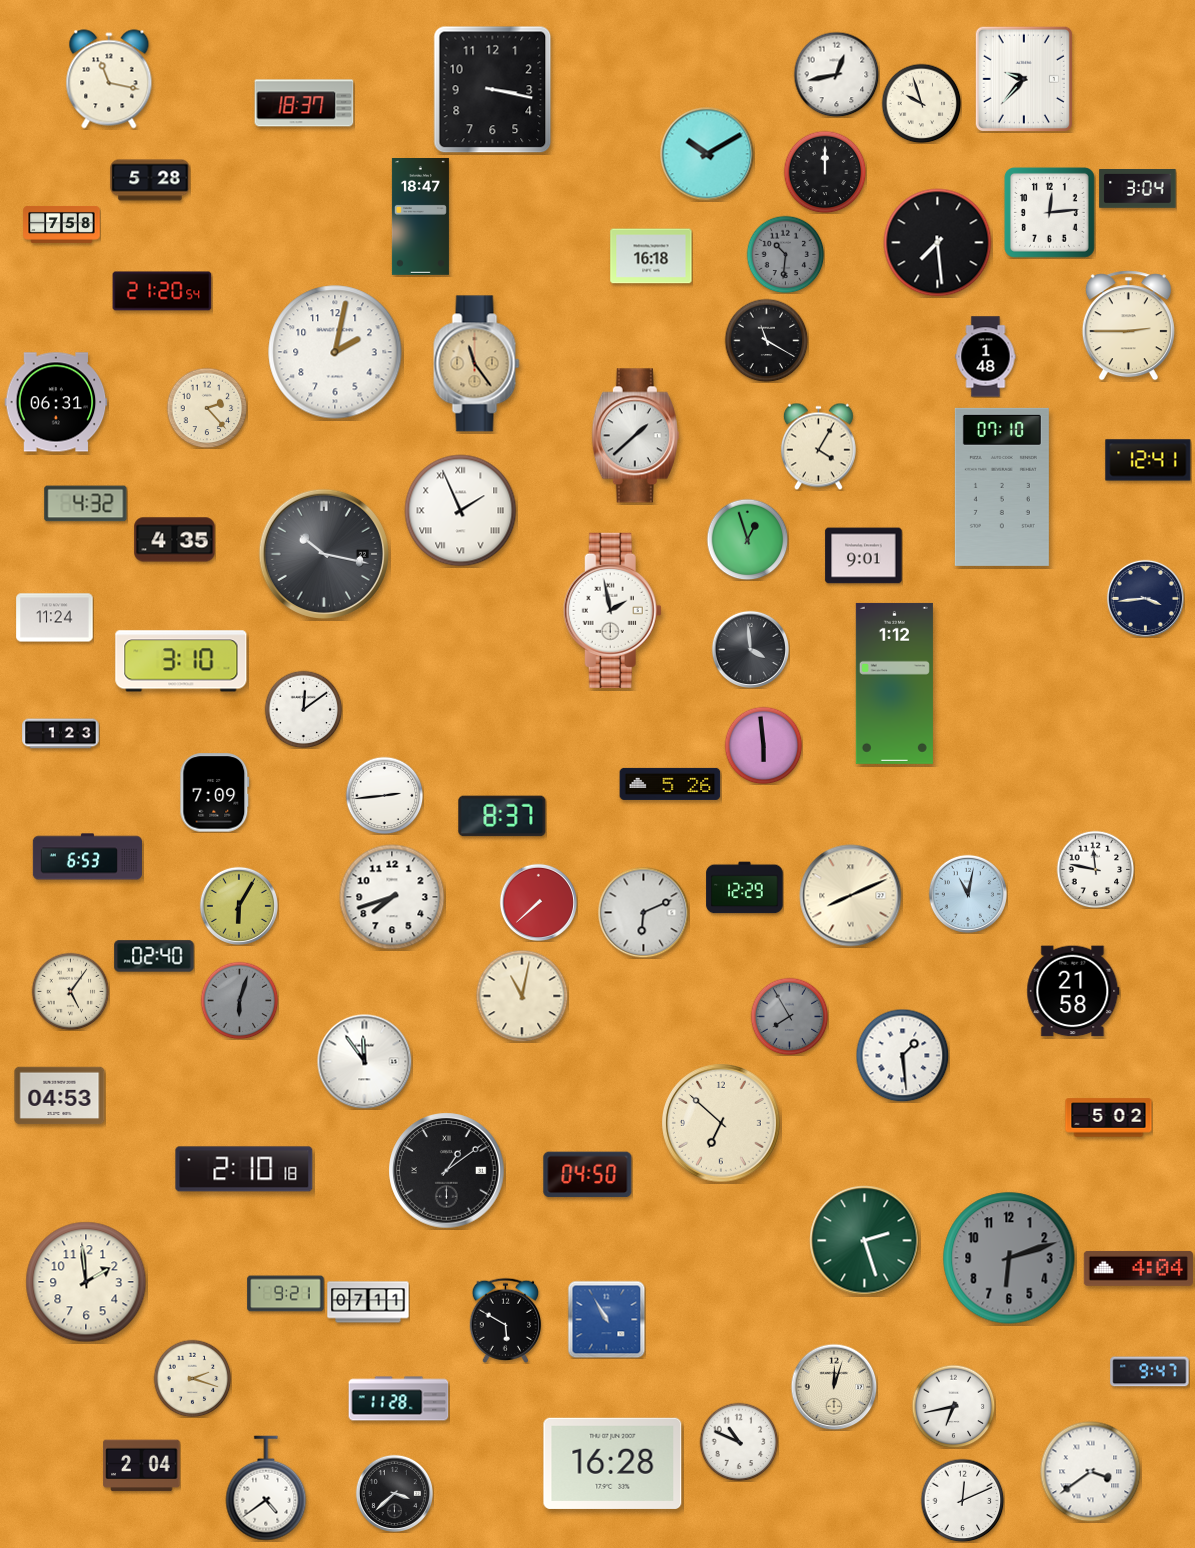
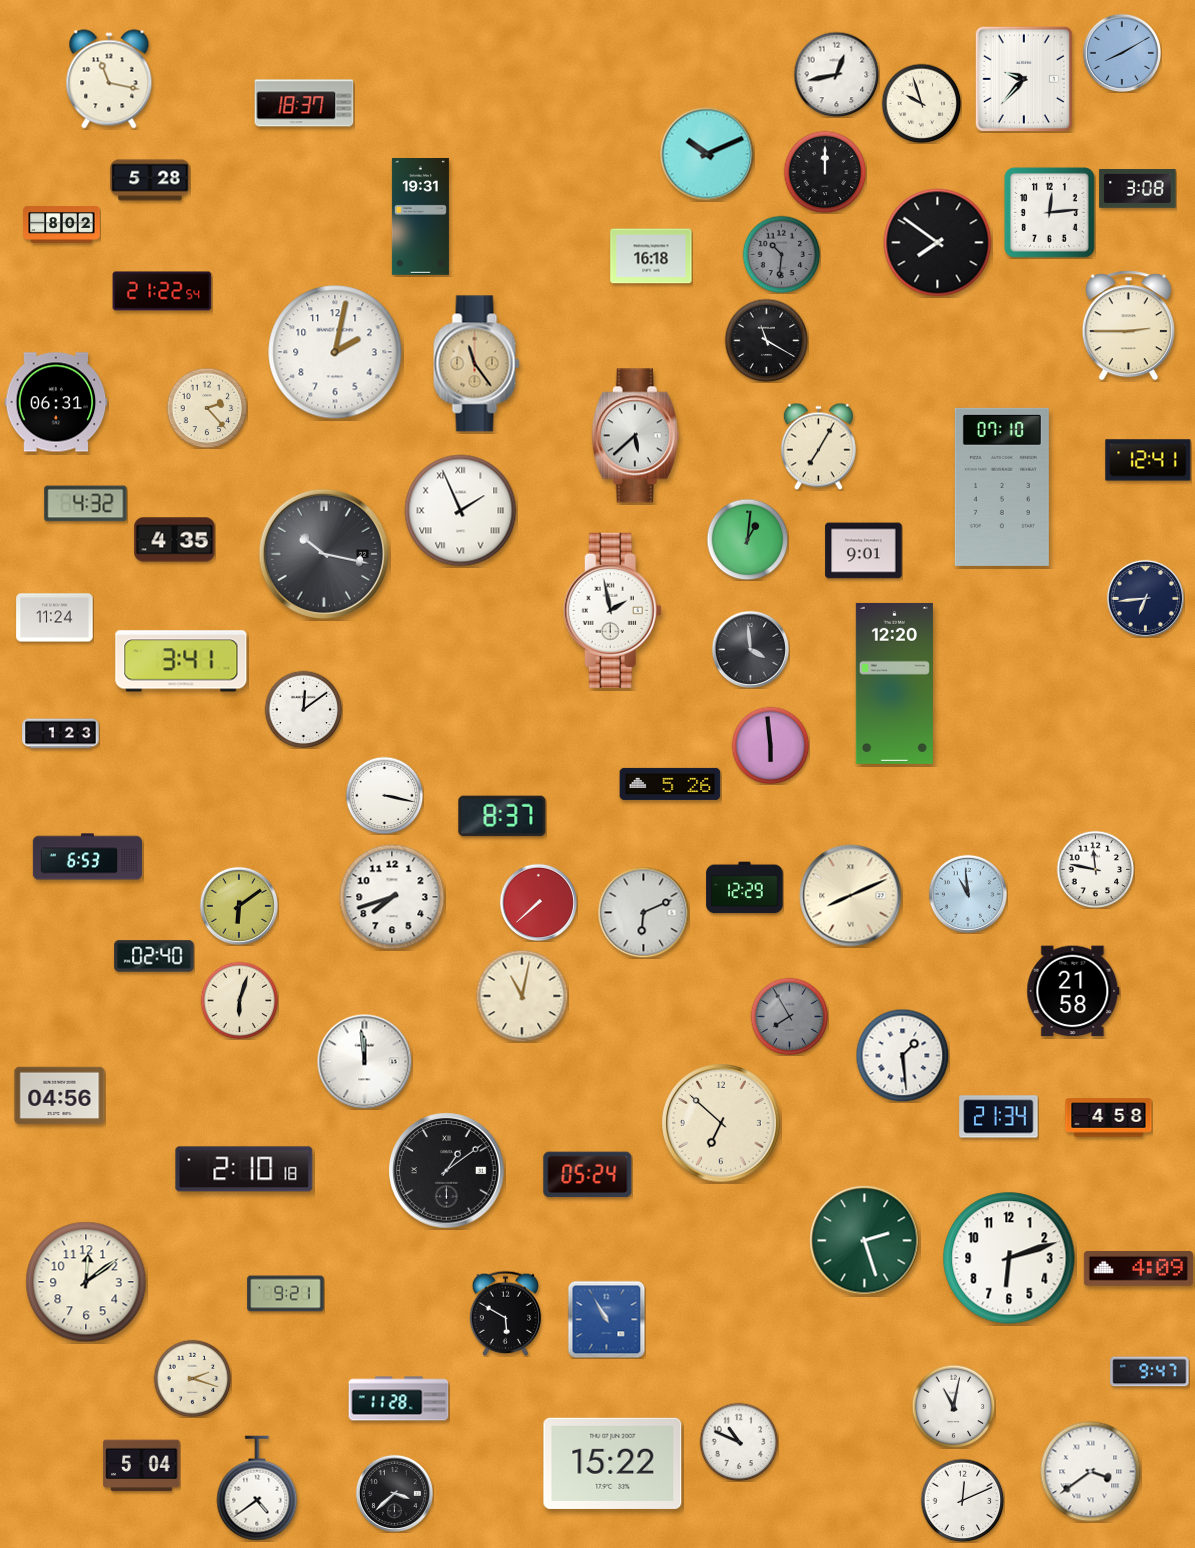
clock at (1122, 53): none -> 8:10
clock at (493, 90): 3:17 -> none
clock at (707, 154): 10:10 -> 10:11
clock at (1138, 189): 3:04 -> 3:08
clock at (420, 217): 18:47 -> 19:31
clock at (62, 224): 7:58 -> 8:02
clock at (938, 243): 7:29 -> 7:51
clock at (785, 254) position: (785, 254) -> (781, 254)
clock at (162, 291): 21:20 -> 21:22
clock at (986, 357): 1:48 -> none
clock at (635, 436): 1:38 -> 5:38
clock at (818, 446): 4:05 -> 7:05
clock at (747, 539): 12:57 -> 1:01
clock at (864, 556) position: (864, 556) -> (864, 551)
clock at (1145, 598): 3:44 -> 6:44
clock at (181, 661): 3:10 -> 3:41
clock at (894, 683): 1:12 -> 12:20
clock at (763, 745) position: (763, 745) -> (770, 745)
clock at (215, 793): 7:09 -> none
clock at (384, 795): 2:44 -> 3:17
clock at (968, 894): 11:02 -> 10:59
clock at (239, 906): 6:05 -> 6:09
clock at (70, 991): 5:06 -> none
clock at (239, 1000) dial: grey -> cream
clock at (364, 1061): 11:54 -> 11:59
clock at (60, 1096): 04:53 -> 04:56
clock at (999, 1117): none -> 21:34
clock at (1109, 1118): 5:02 -> 4:58
clock at (588, 1175): 04:50 -> 05:24
clock at (1009, 1258) dial: grey -> white
clock at (1138, 1268): 4:04 -> 4:09
clock at (86, 1282): 1:59 -> 12:09
clock at (368, 1302): 07:11 -> none
clock at (505, 1320) position: (505, 1320) -> (505, 1313)
clock at (834, 1387): 12:03 -> none
clock at (953, 1406): 6:43 -> 11:02
clock at (613, 1463): 16:28 -> 15:22
clock at (142, 1466): 2:04 -> 5:04
clock at (266, 1488) position: (266, 1488) -> (257, 1488)
